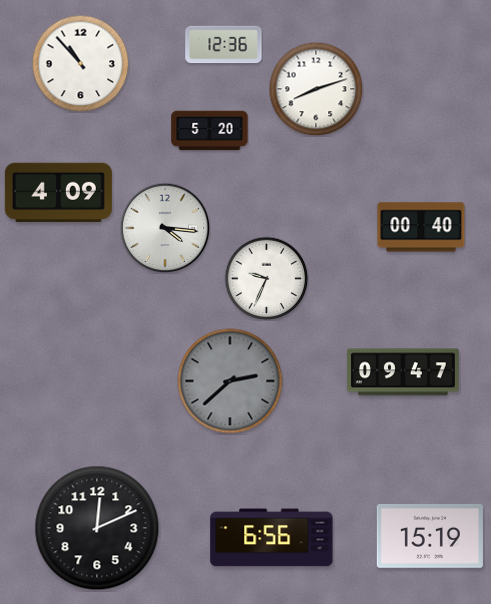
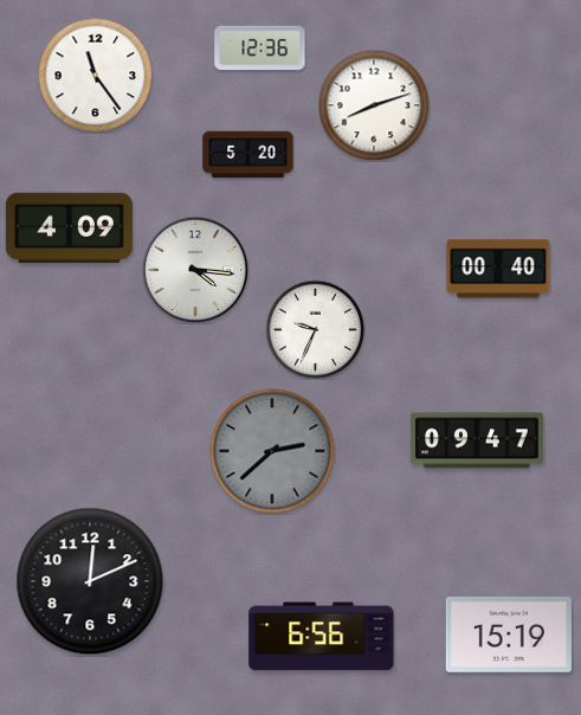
clock at (224, 45) position: (224, 45) -> (260, 49)
clock at (80, 63): 10:53 -> 11:24
clock at (97, 528) position: (97, 528) -> (90, 581)
